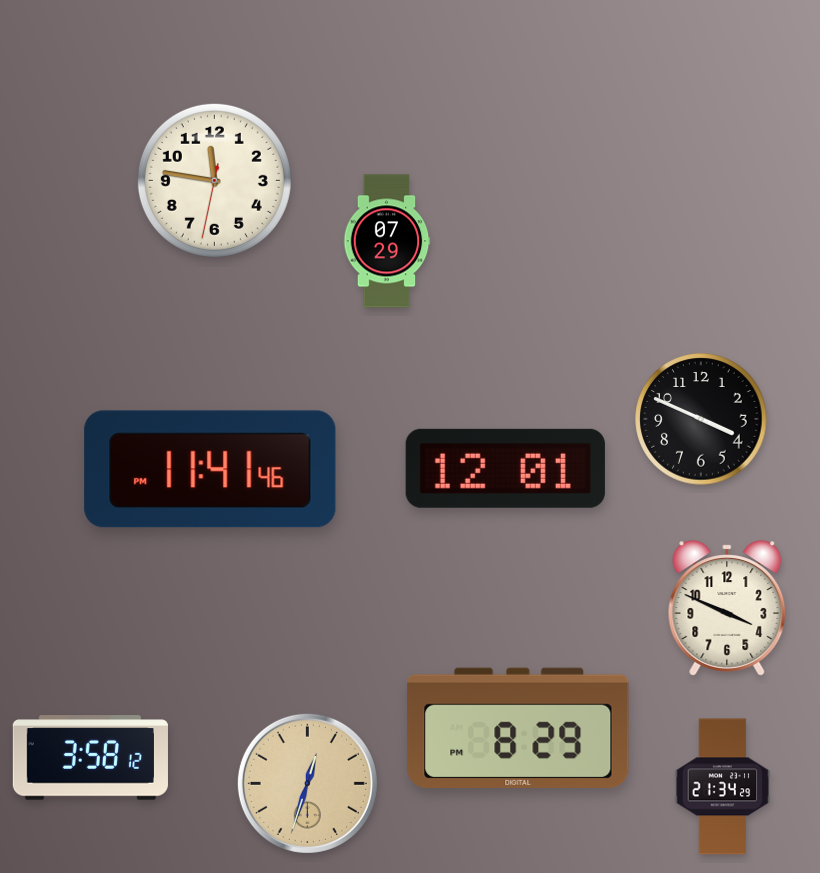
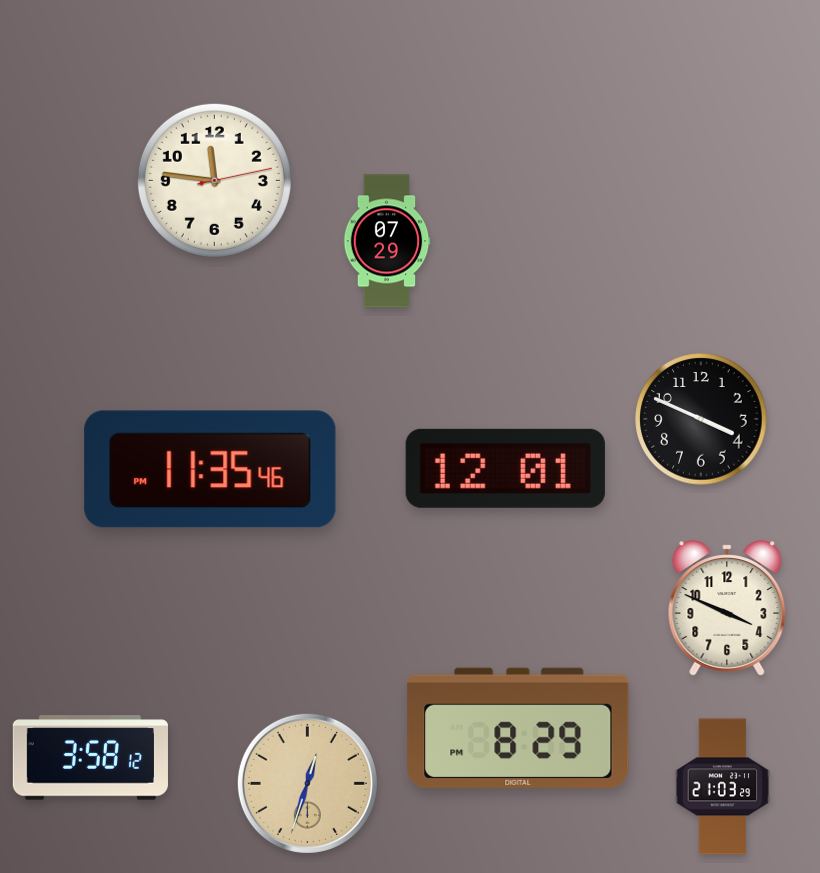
clock at (214, 180): 11:46:32 -> 11:46:13
clock at (210, 469): 11:41 -> 11:35
clock at (723, 787): 21:34 -> 21:03
